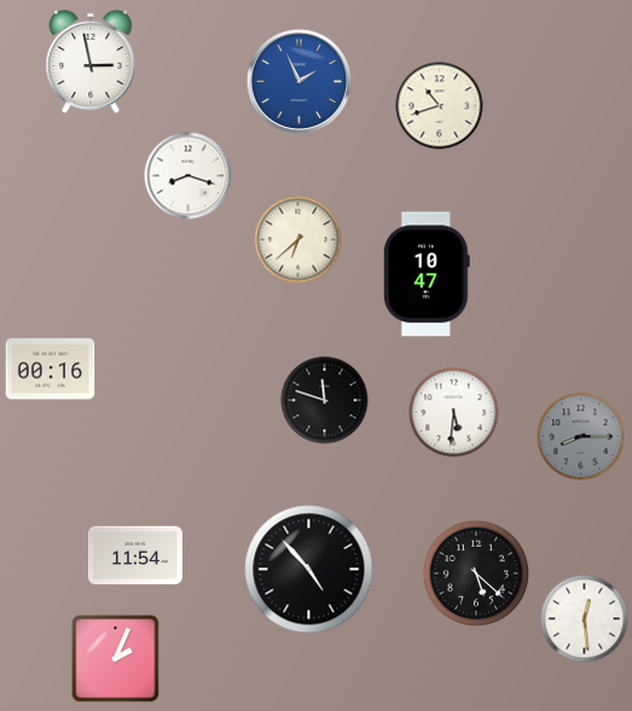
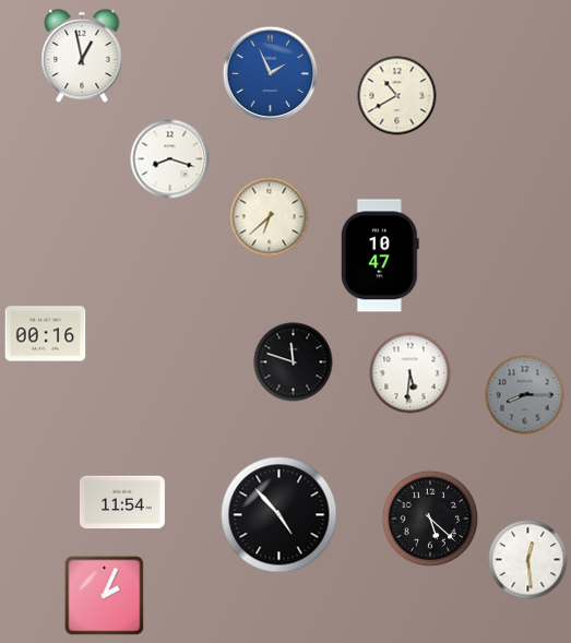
clock at (91, 62): 2:58 -> 12:58
clock at (440, 106): 10:42 -> 10:40
clock at (427, 274) position: (427, 274) -> (380, 255)
